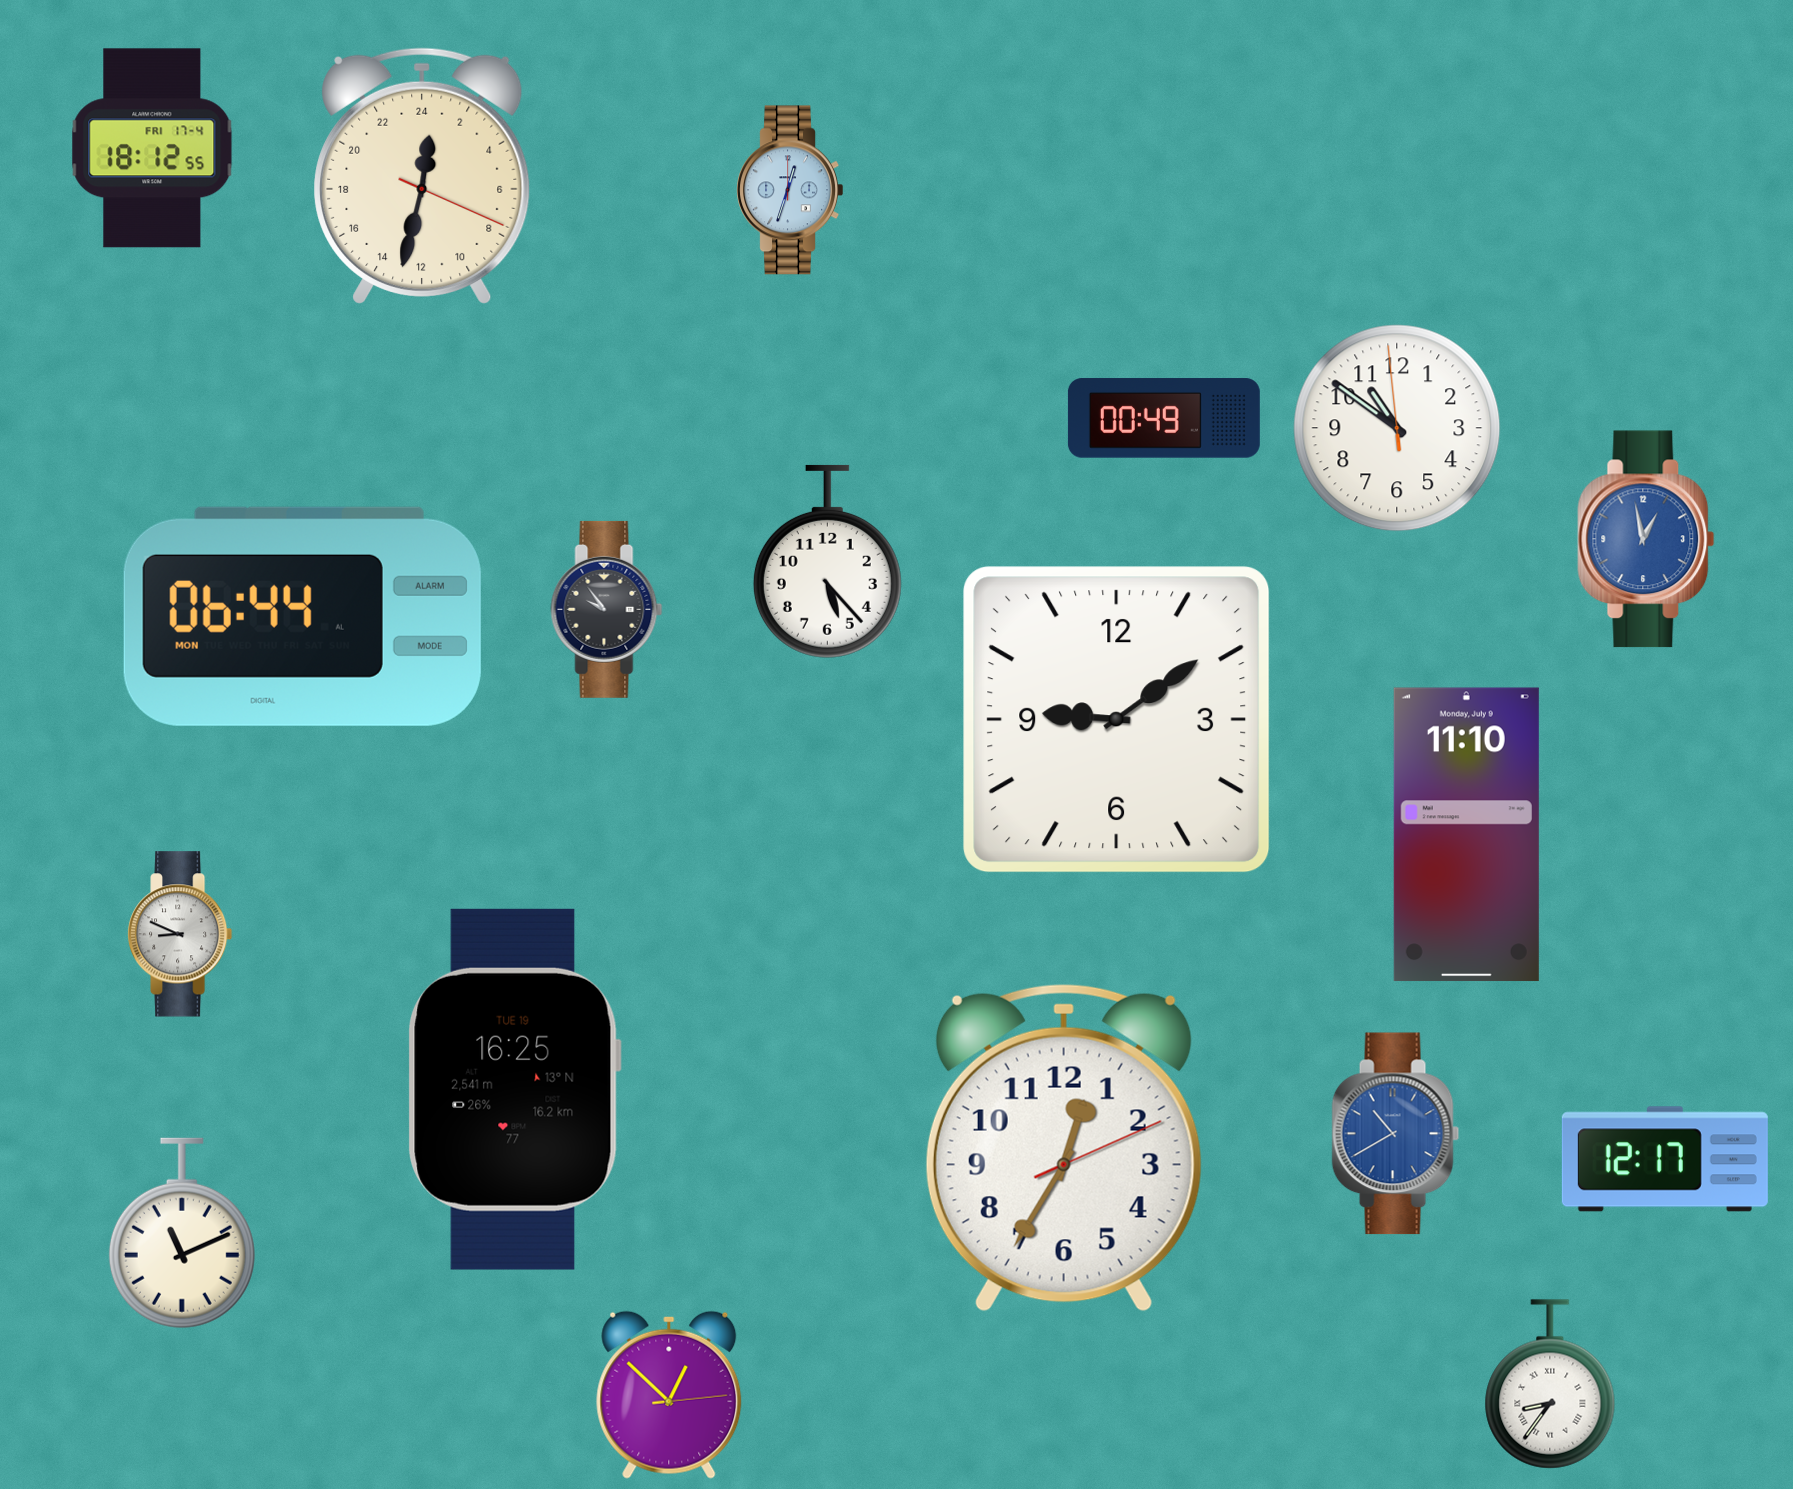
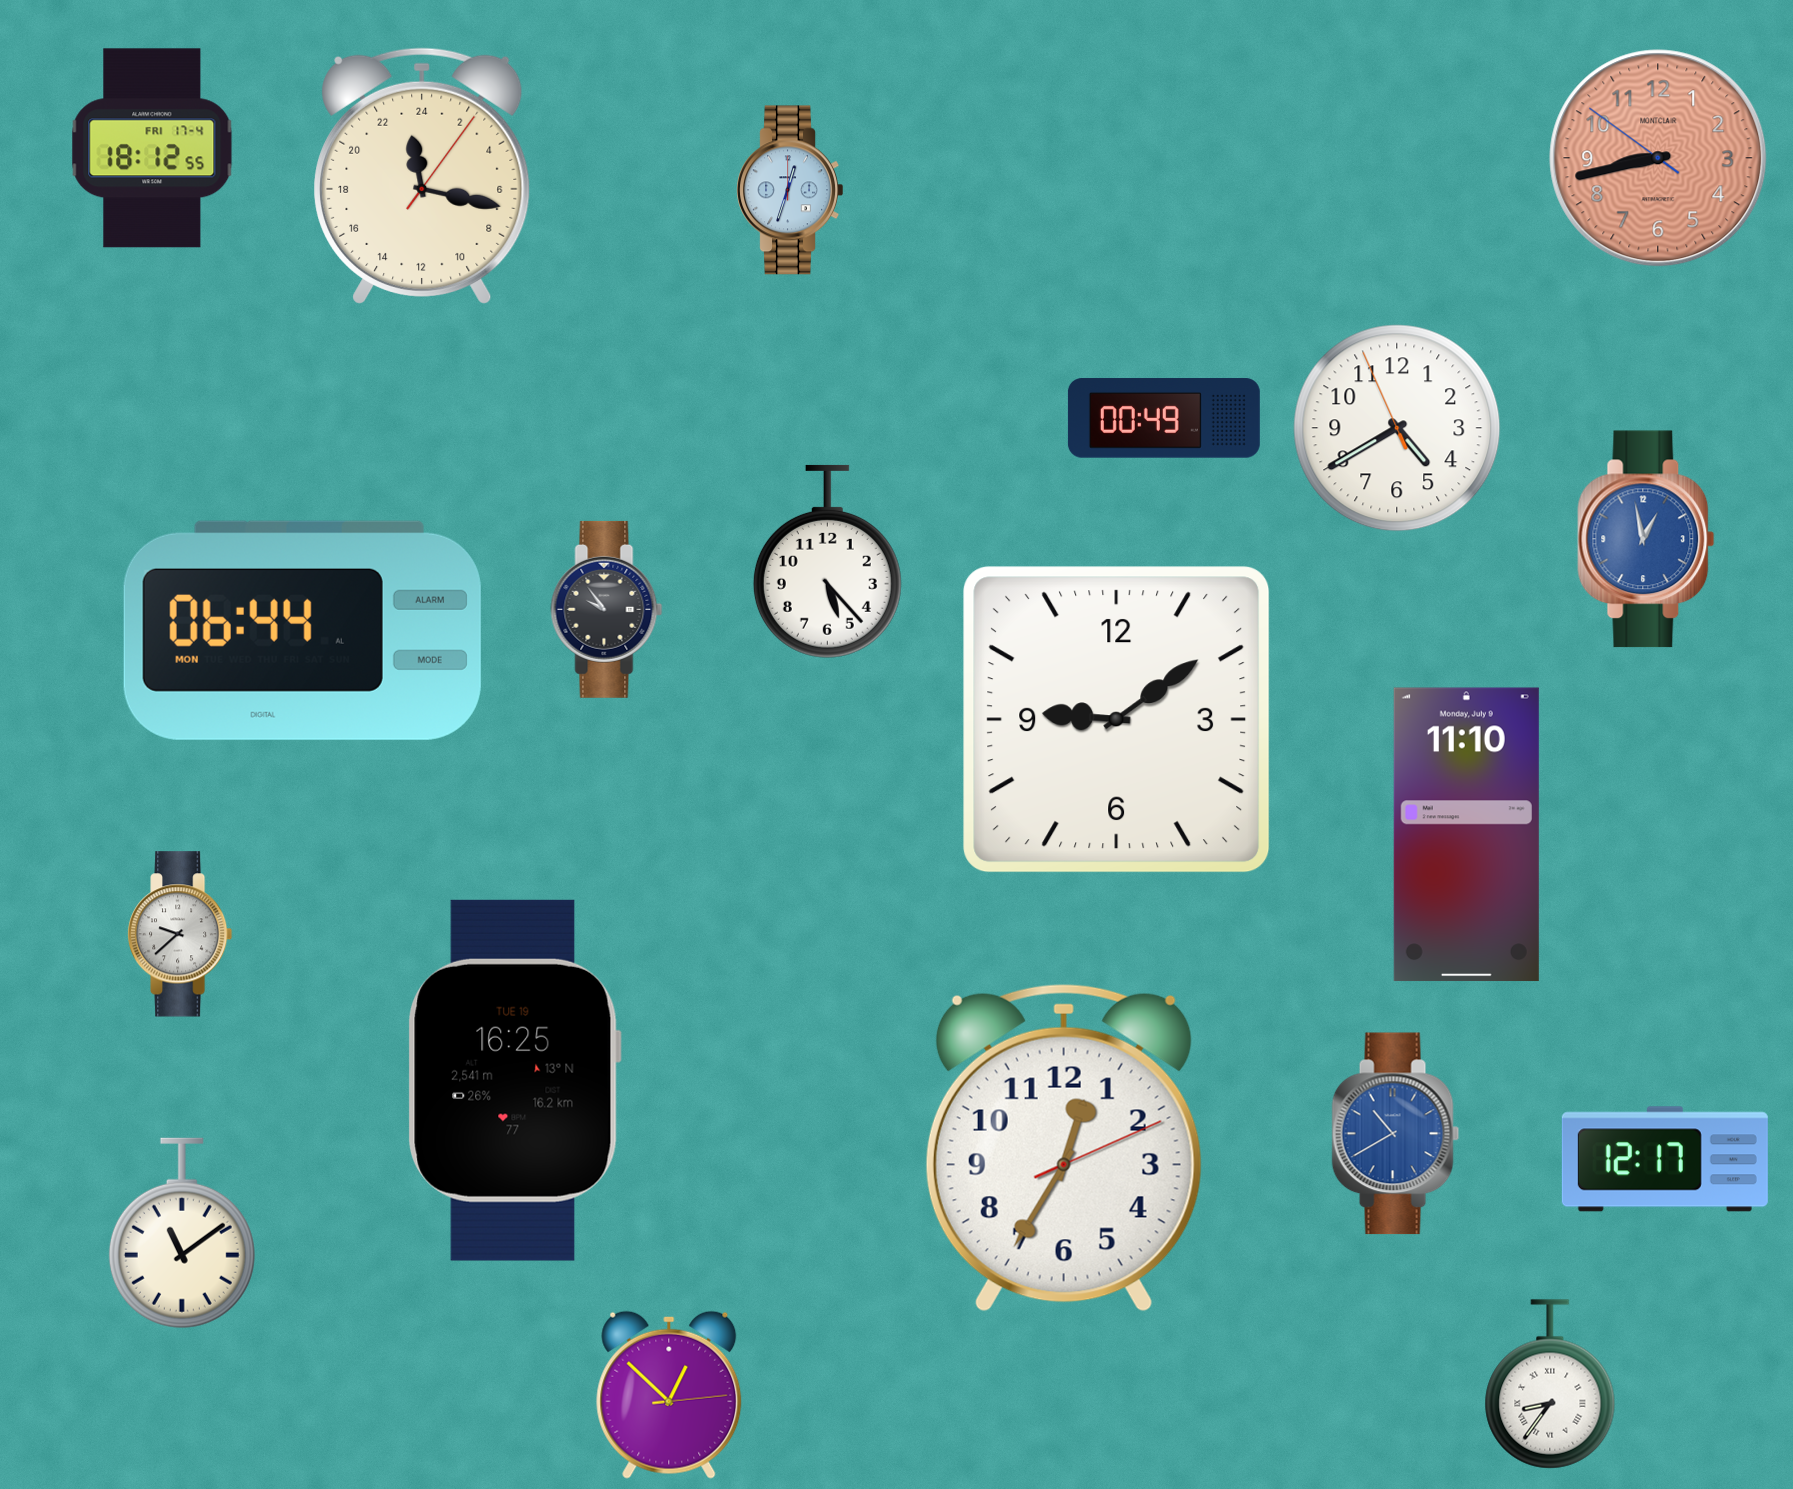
clock at (1658, 158): none -> 8:42
clock at (422, 175): 0:32 -> 23:17
clock at (1397, 428): 10:50 -> 4:39
clock at (302, 616) position: (302, 616) -> (302, 630)
clock at (180, 934): 8:49 -> 9:38
clock at (514, 1089) position: (514, 1089) -> (514, 1080)
clock at (182, 1233): 11:11 -> 11:09
